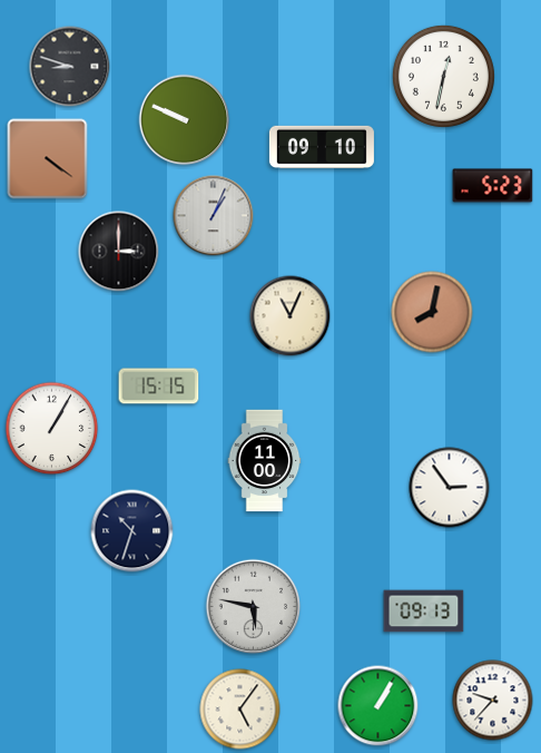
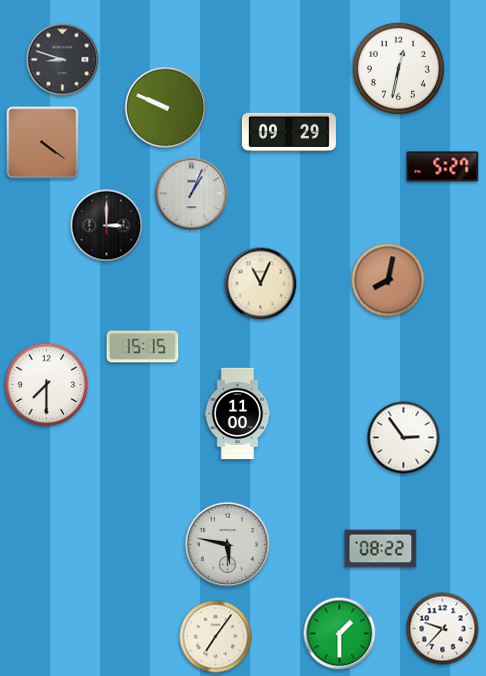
clock at (322, 147): 09:10 -> 09:29
clock at (493, 186): 5:23 -> 5:27
clock at (52, 429): 1:05 -> 7:30
clock at (132, 531): 10:33 -> none
clock at (424, 612): 09:13 -> 08:22
clock at (378, 706): 1:05 -> 1:30
clock at (240, 710): 5:06 -> 7:06
